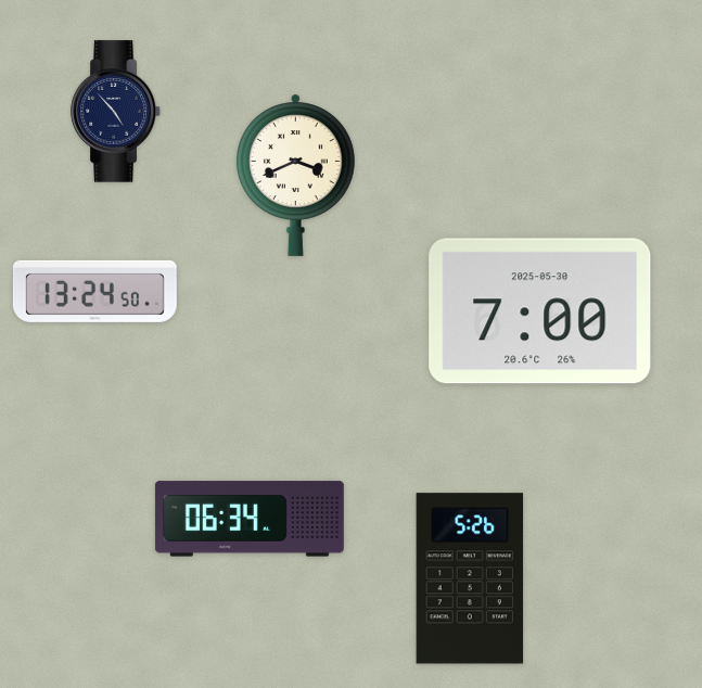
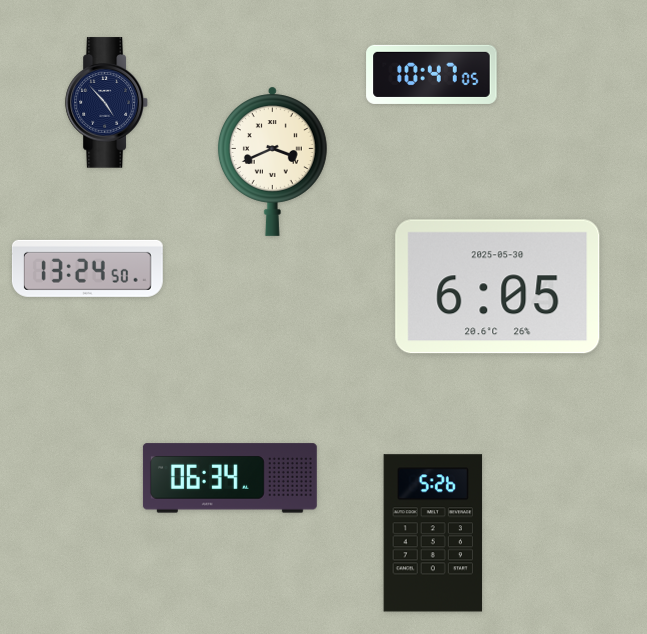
clock at (432, 74): none -> 10:47
clock at (540, 311): 7:00 -> 6:05
